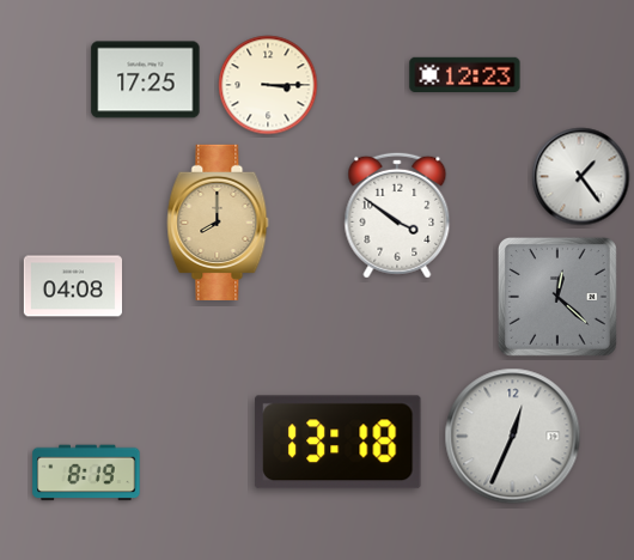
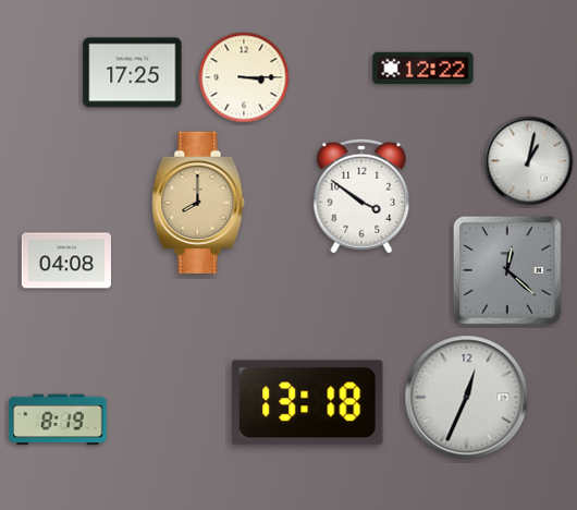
clock at (465, 74): 12:23 -> 12:22
clock at (581, 177): 1:24 -> 1:02
clock at (86, 473) position: (86, 473) -> (58, 420)
